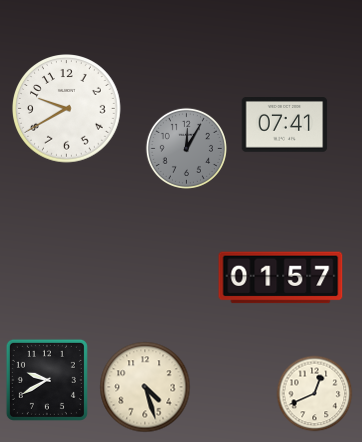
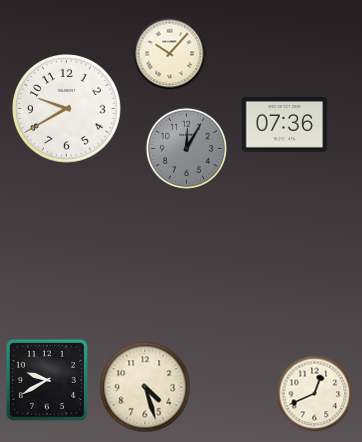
clock at (170, 54): none -> 10:07
clock at (285, 125): 07:41 -> 07:36
clock at (281, 278): 01:57 -> none
